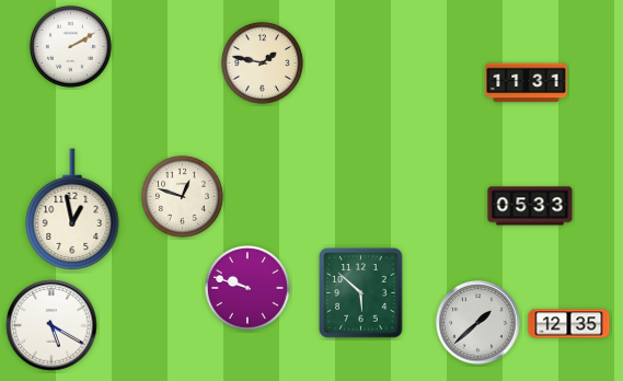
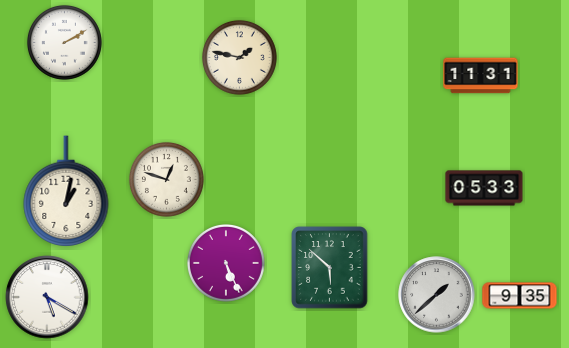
clock at (72, 209): 12:58 -> 1:02
clock at (249, 289): 9:48 -> 5:26
clock at (569, 324): 12:35 -> 9:35
